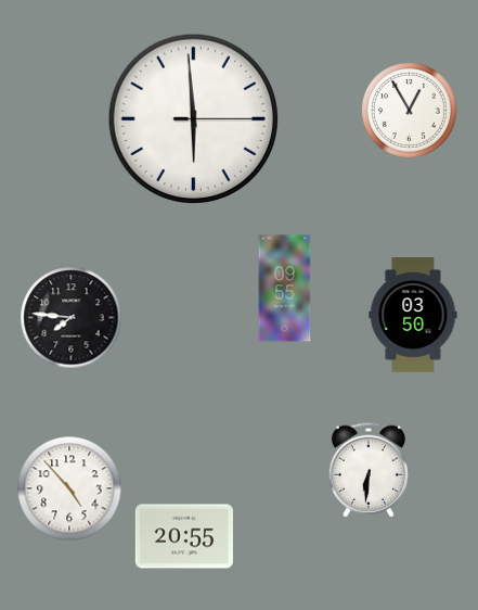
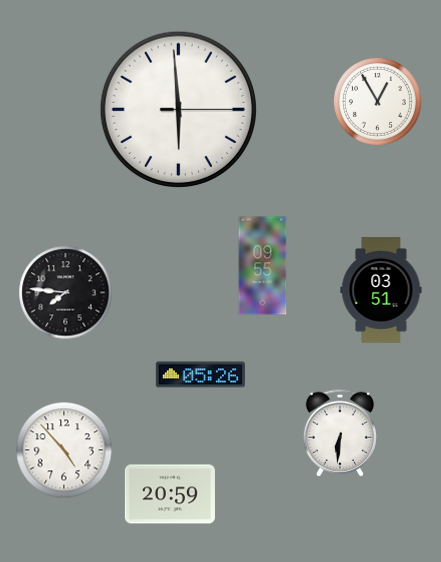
clock at (413, 316): 03:50 -> 03:51
clock at (200, 375): none -> 05:26
clock at (184, 536): 20:55 -> 20:59
